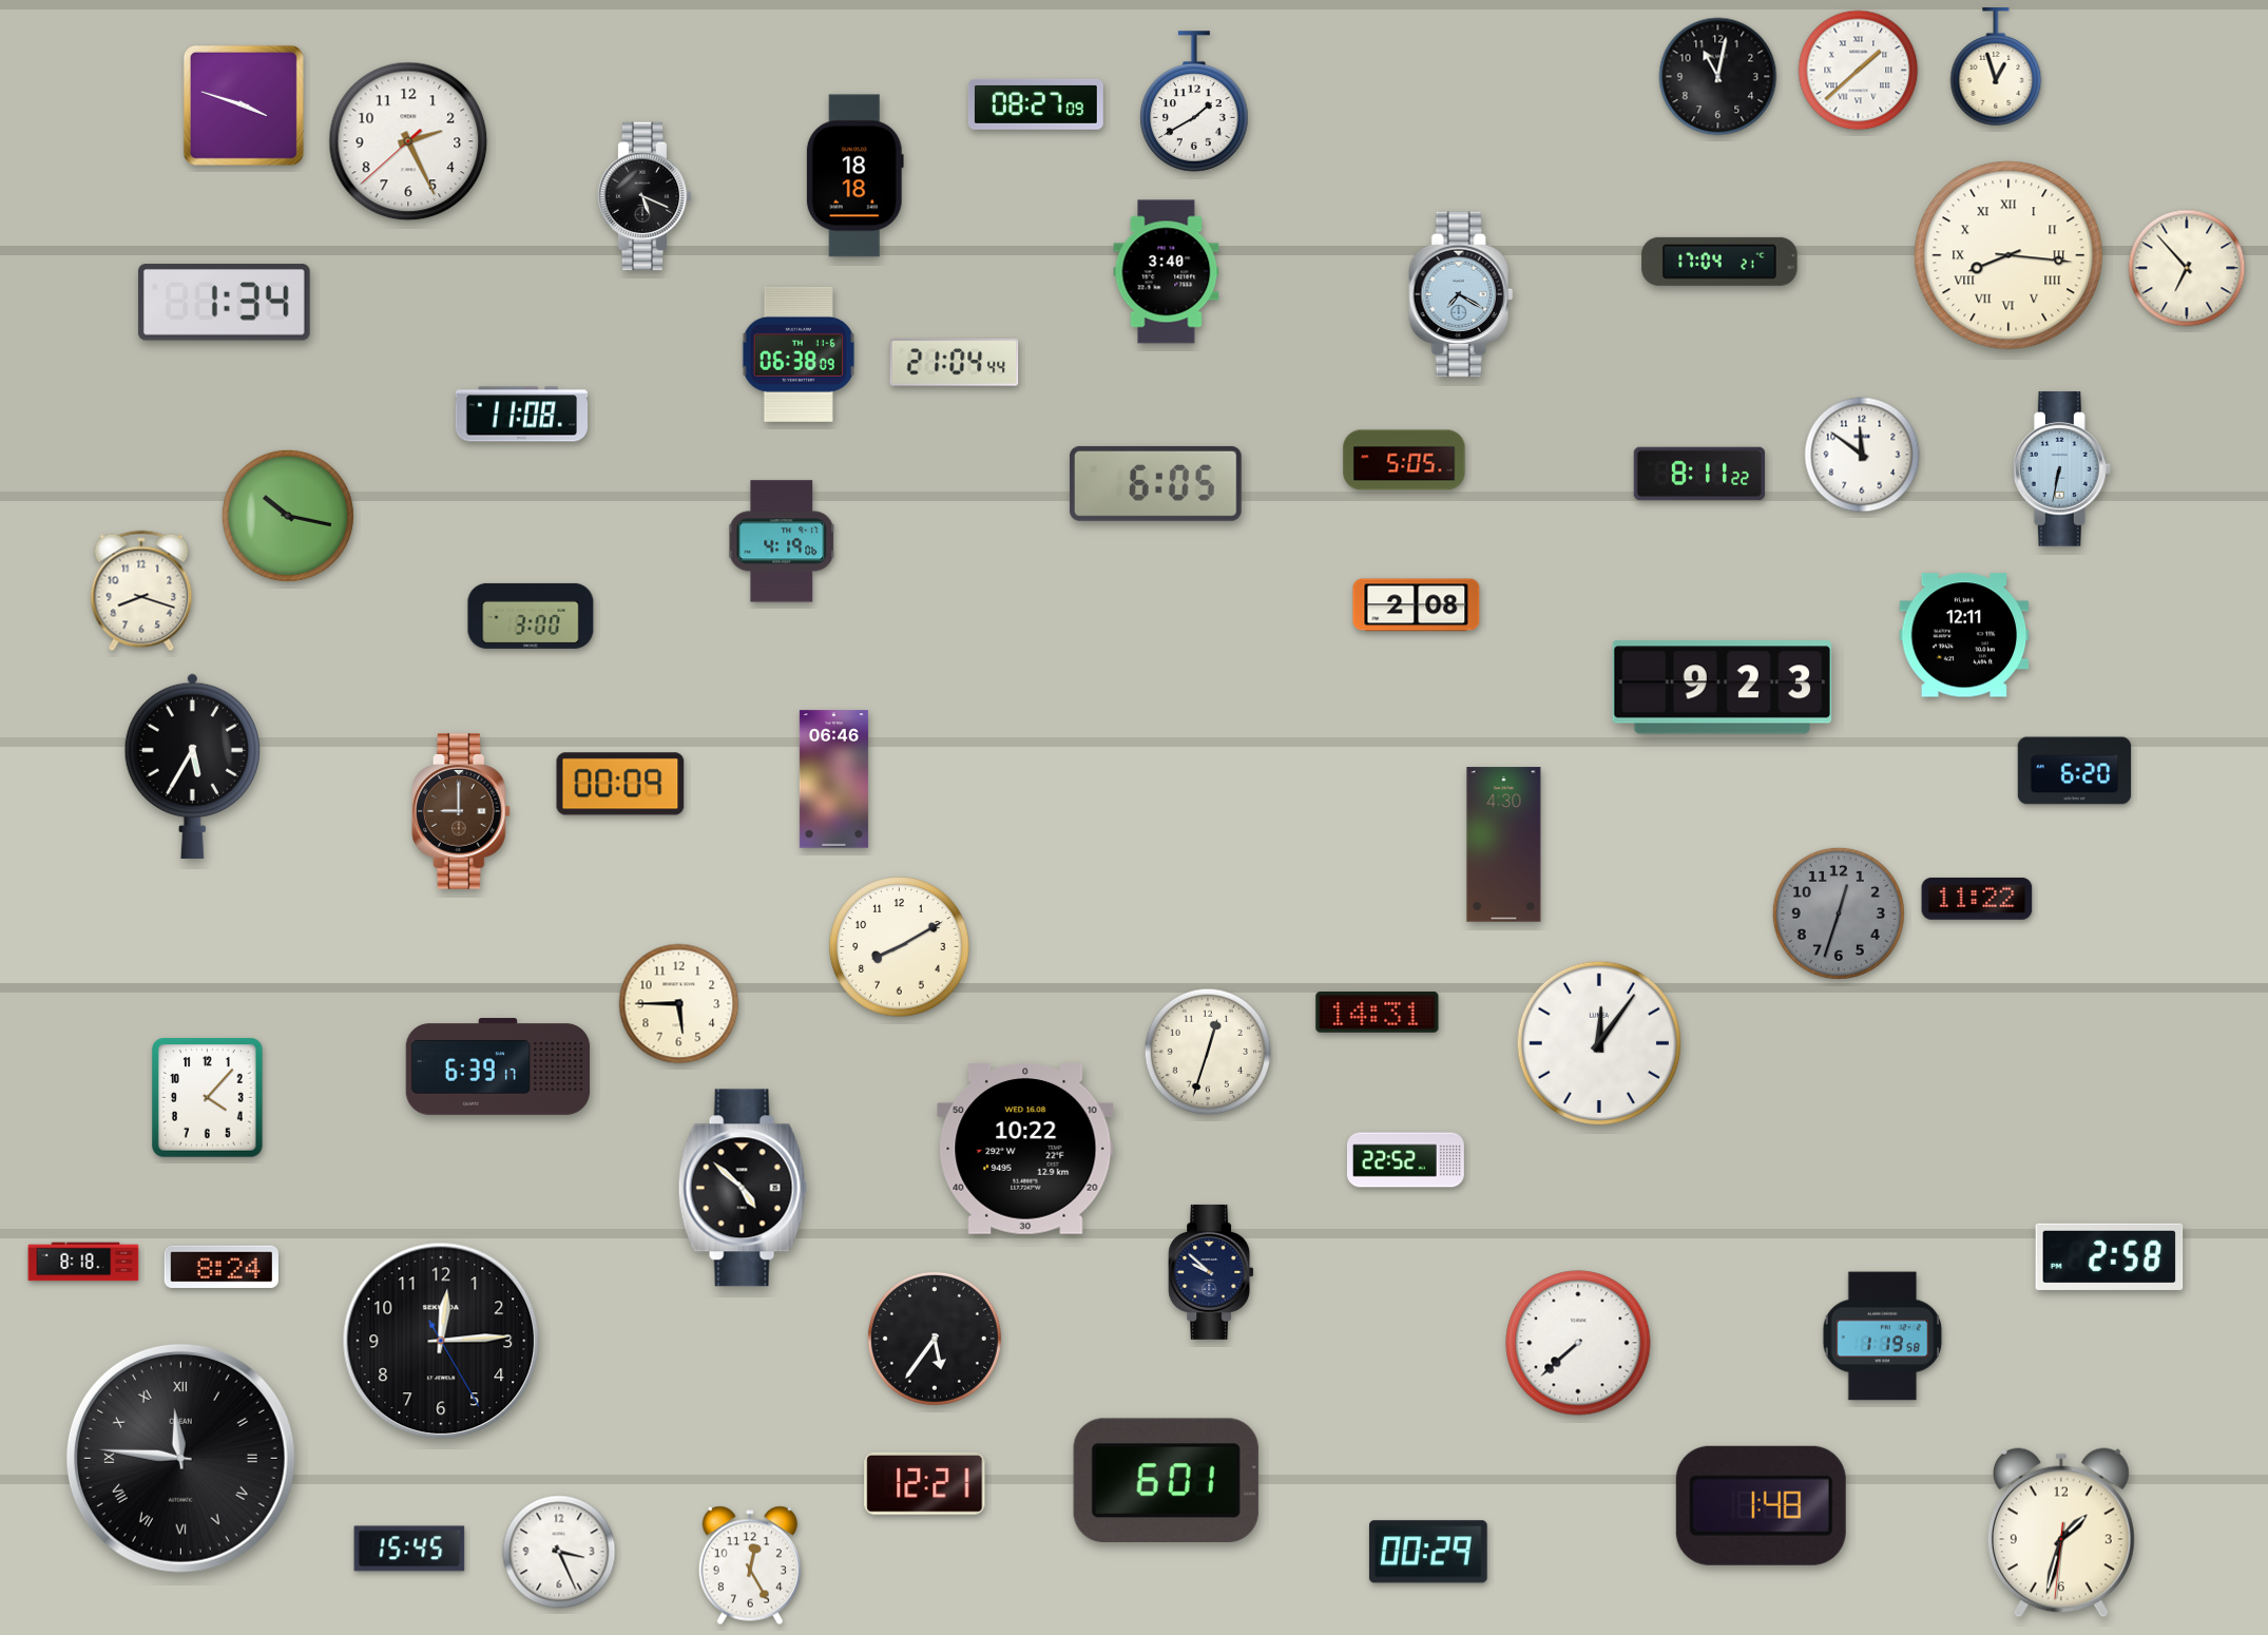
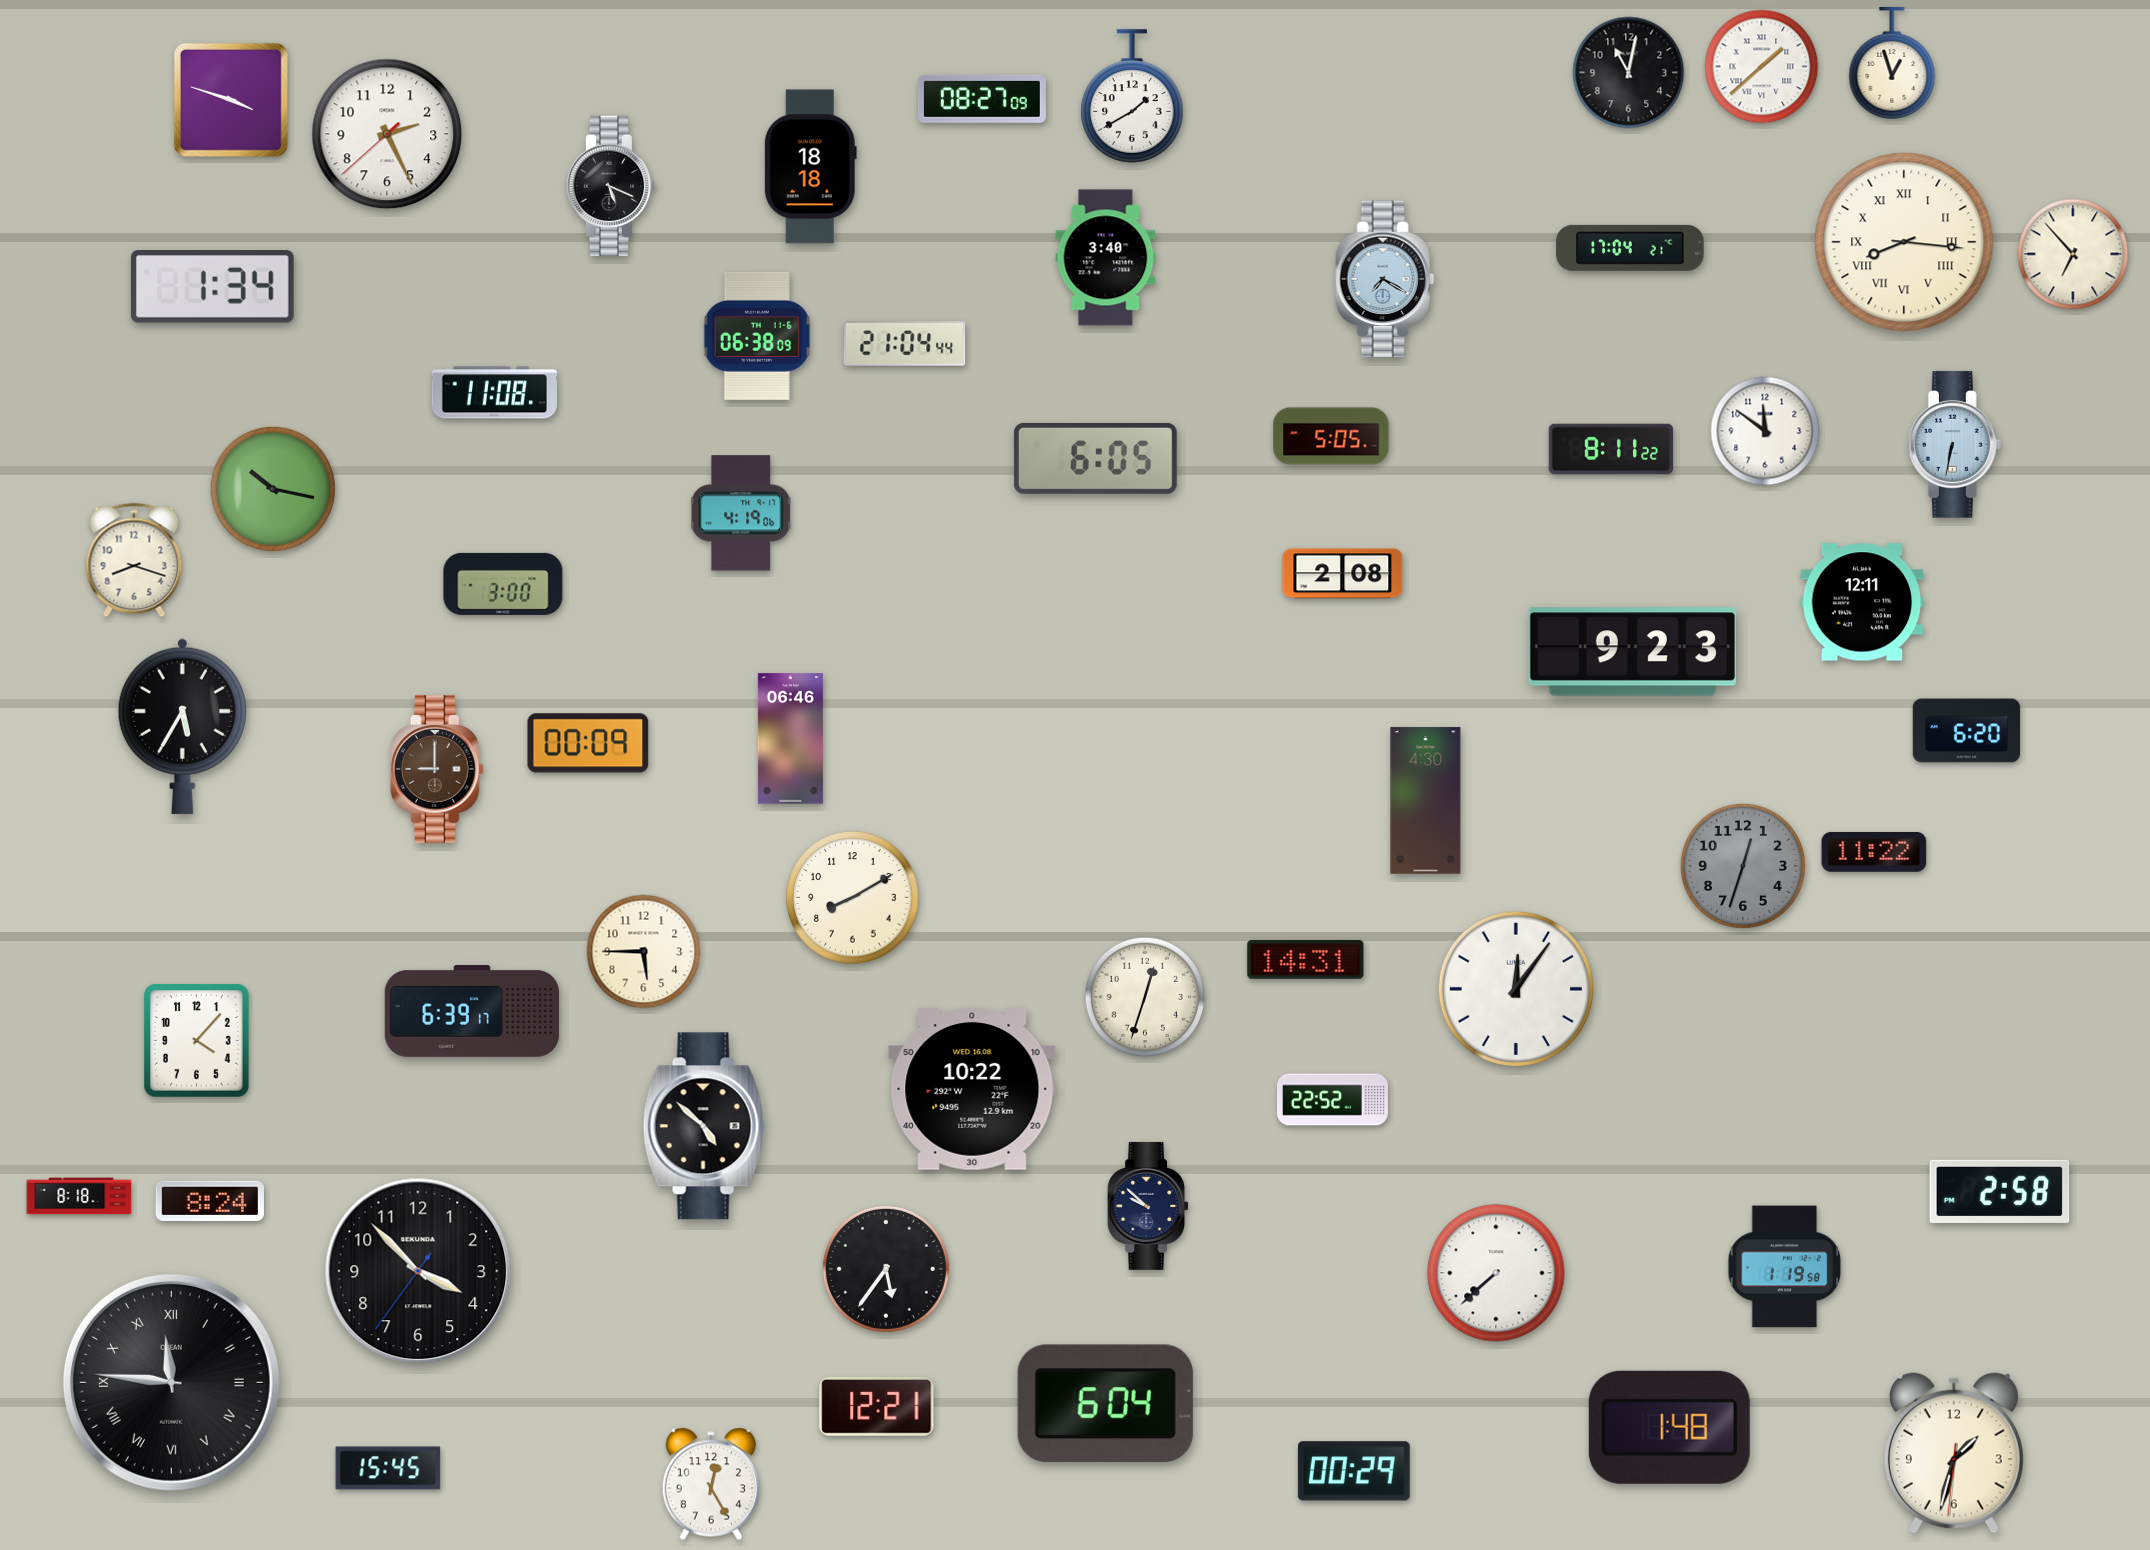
clock at (441, 1341): 12:14 -> 3:52
clock at (1166, 1480): 6:01 -> 6:04
clock at (559, 1552): 3:26 -> none
